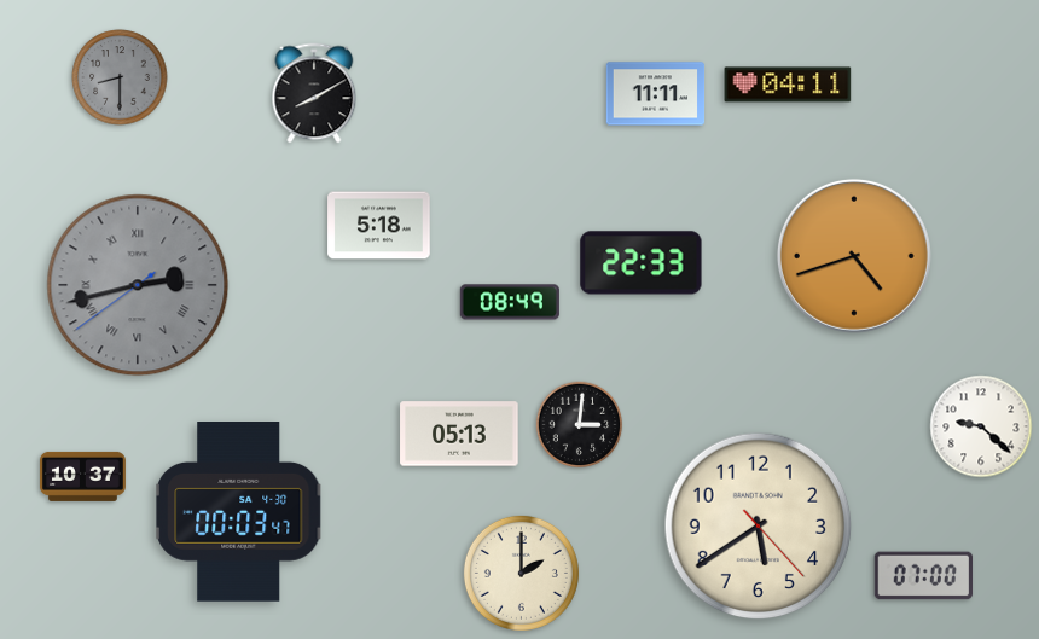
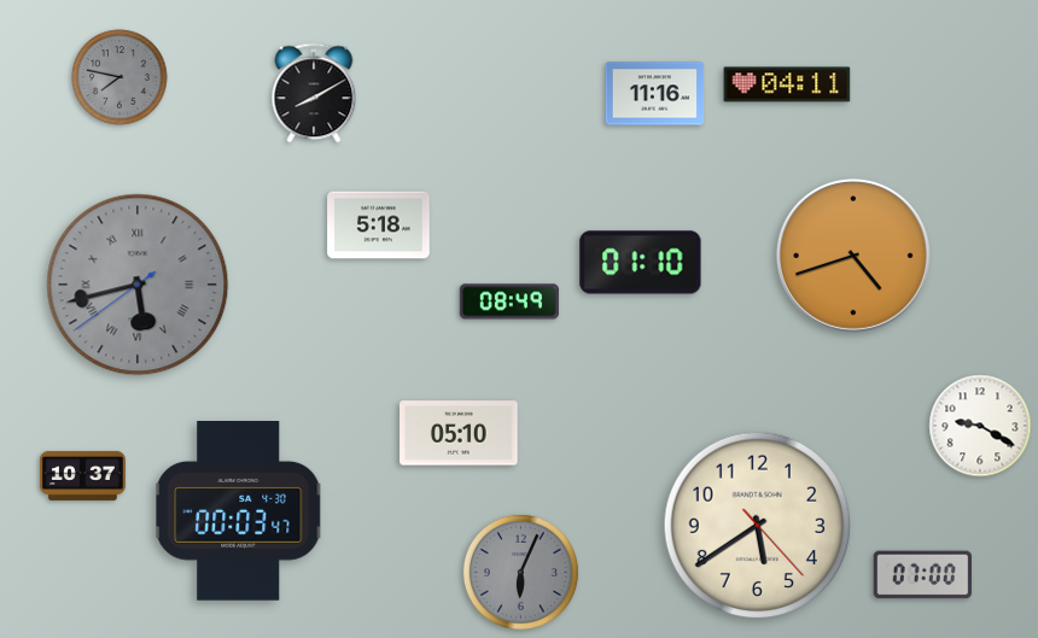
clock at (120, 77): 8:30 -> 7:47
clock at (656, 94): 11:11 -> 11:16
clock at (642, 263): 22:33 -> 01:10
clock at (138, 285): 2:42 -> 5:42
clock at (580, 425): 3:01 -> none
clock at (981, 426): 9:22 -> 9:20
clock at (459, 434): 05:13 -> 05:10
clock at (521, 573): 2:00 -> 6:04
clock at (521, 573) dial: cream -> grey
